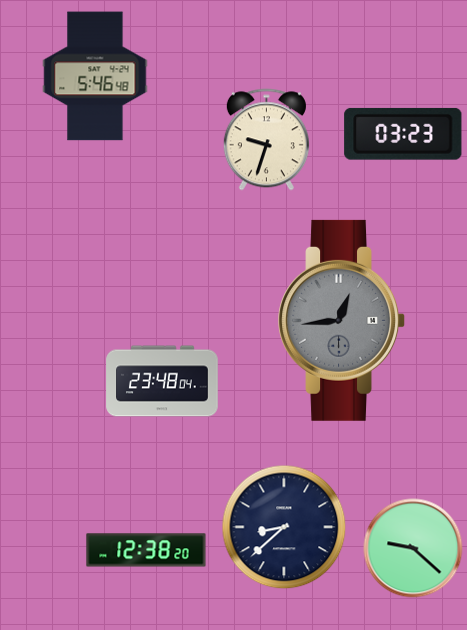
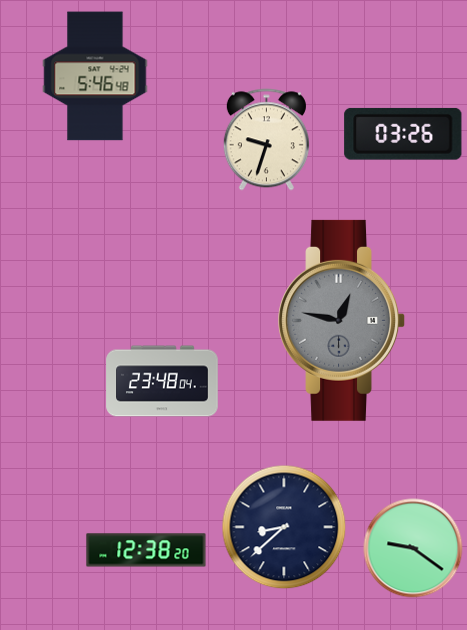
clock at (403, 134): 03:23 -> 03:26
clock at (342, 320): 12:44 -> 12:47
clock at (413, 548): 9:22 -> 9:21
